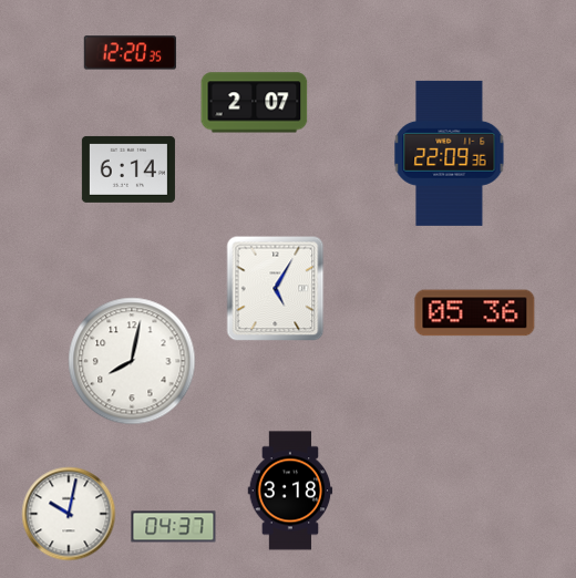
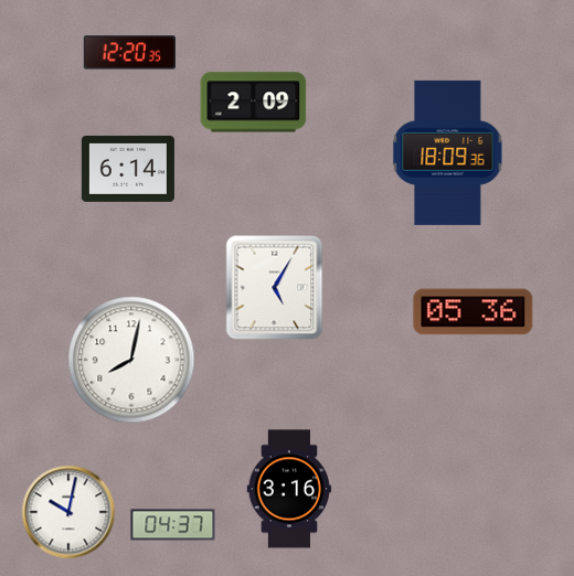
clock at (255, 103): 2:07 -> 2:09
clock at (450, 153): 22:09 -> 18:09
clock at (290, 491): 3:18 -> 3:16
